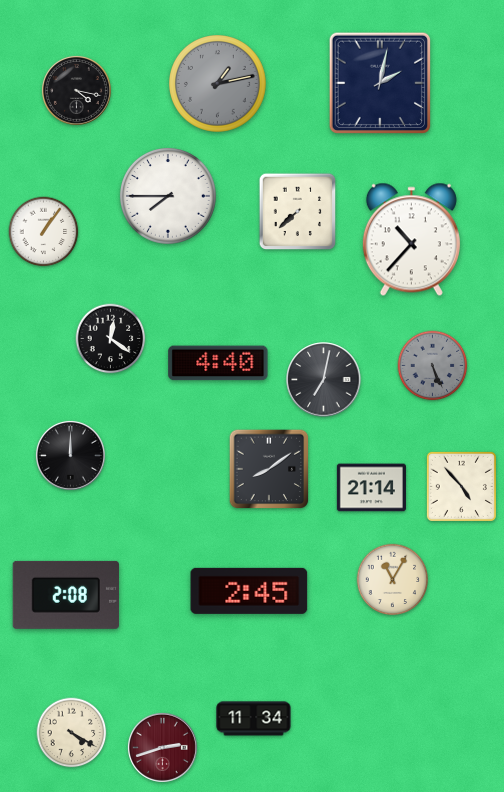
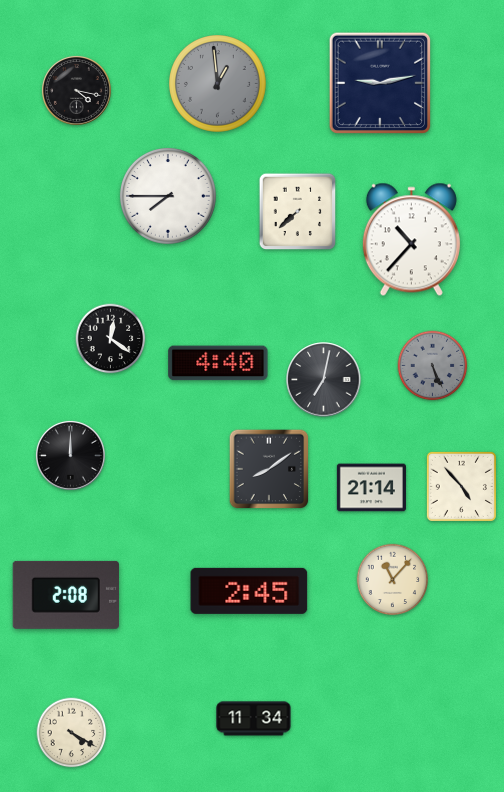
clock at (379, 82): 2:02 -> 9:13
clock at (218, 84): 1:13 -> 12:59
clock at (44, 232): 1:06 -> none
clock at (393, 580): 11:05 -> 11:07
clock at (162, 747): 2:42 -> none
